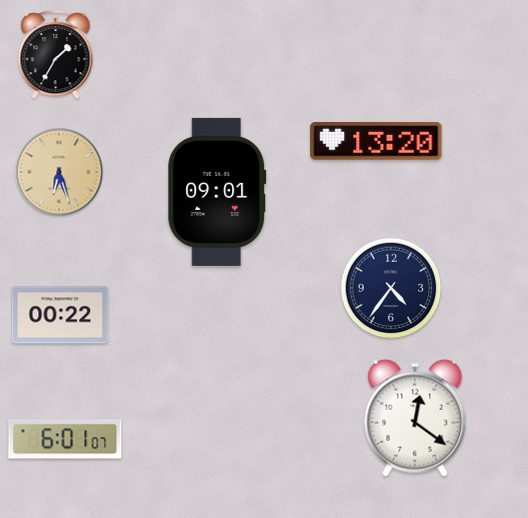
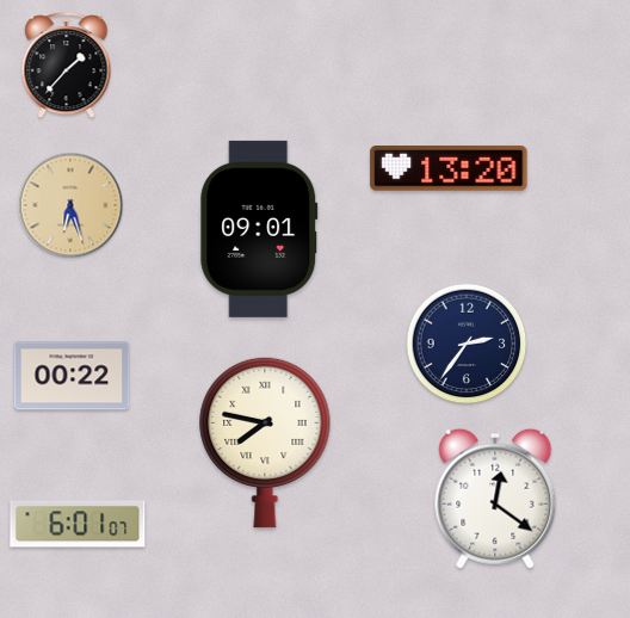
clock at (56, 55): 1:35 -> 1:37
clock at (391, 288): 4:36 -> 2:36
clock at (265, 443): none -> 7:47
